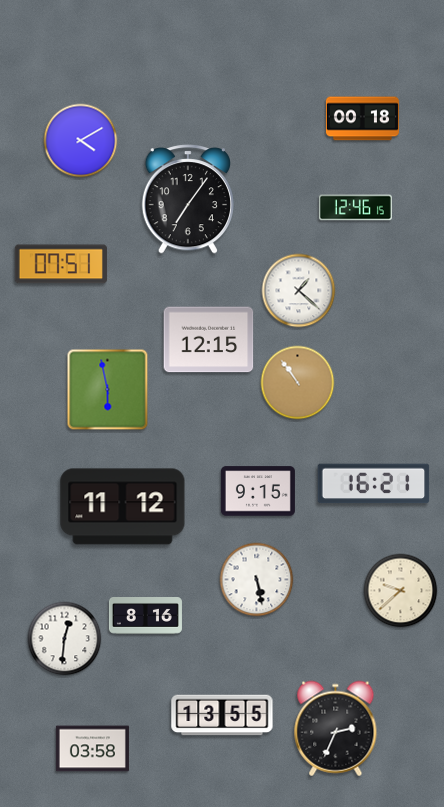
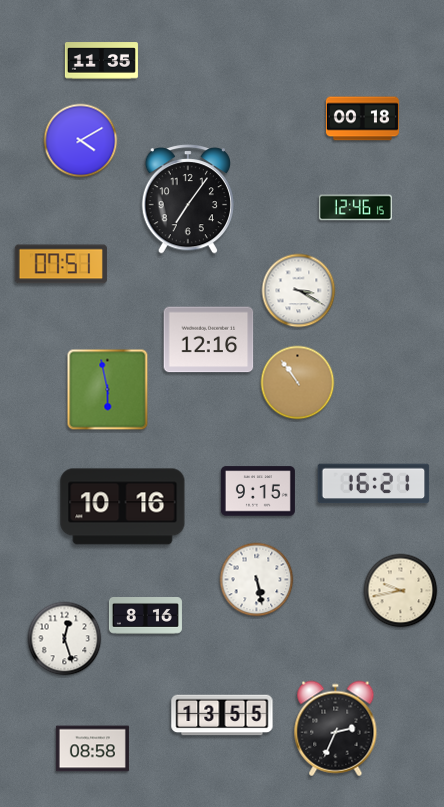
clock at (101, 61): none -> 11:35
clock at (299, 291): 1:22 -> 3:20
clock at (209, 340): 12:15 -> 12:16
clock at (123, 507): 11:12 -> 10:16
clock at (401, 591): 9:38 -> 9:43
clock at (65, 639): 12:31 -> 12:27
clock at (92, 749): 03:58 -> 08:58
